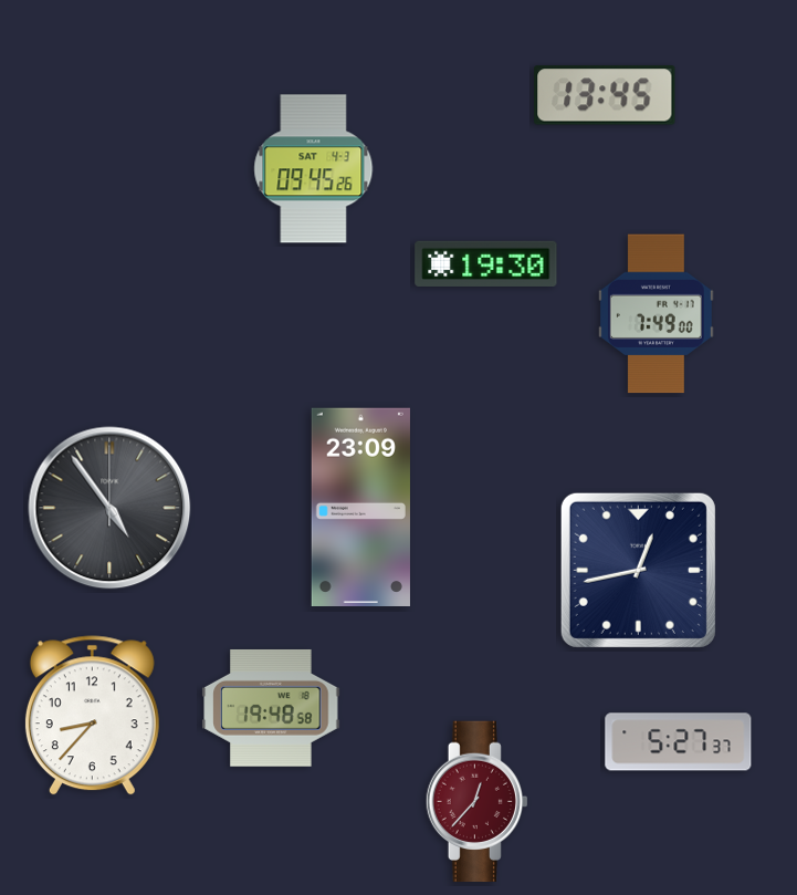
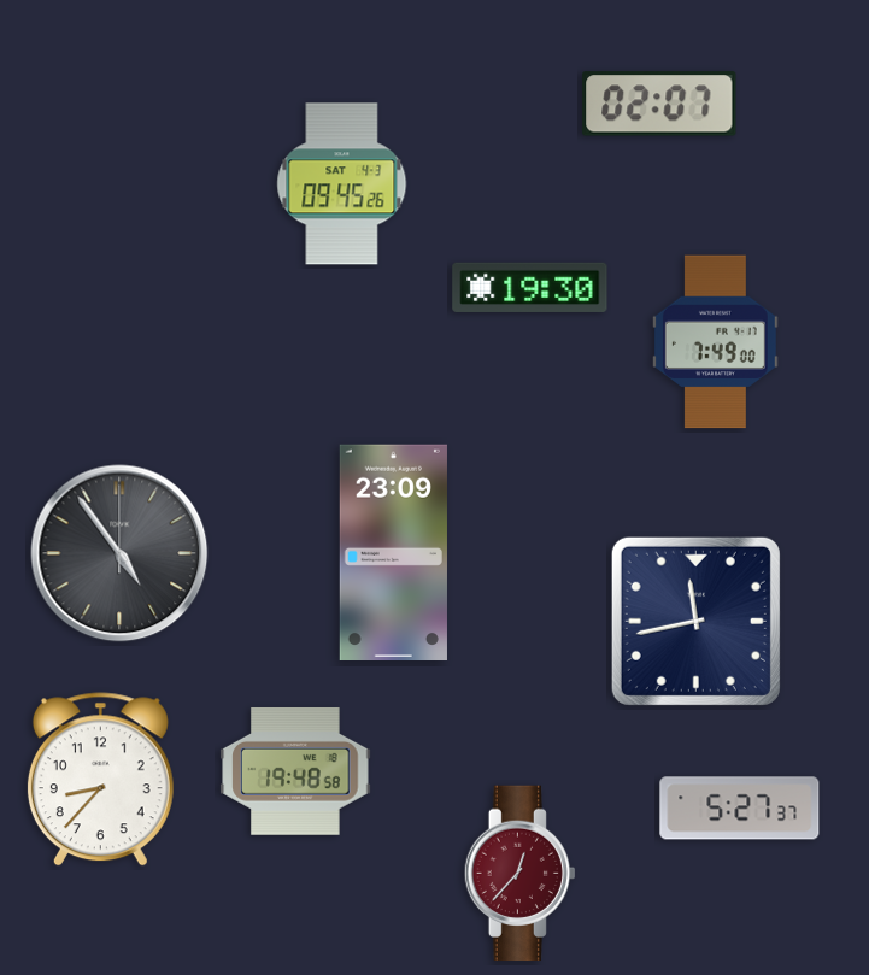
clock at (605, 95): 13:45 -> 02:07
clock at (638, 570): 12:43 -> 11:43
